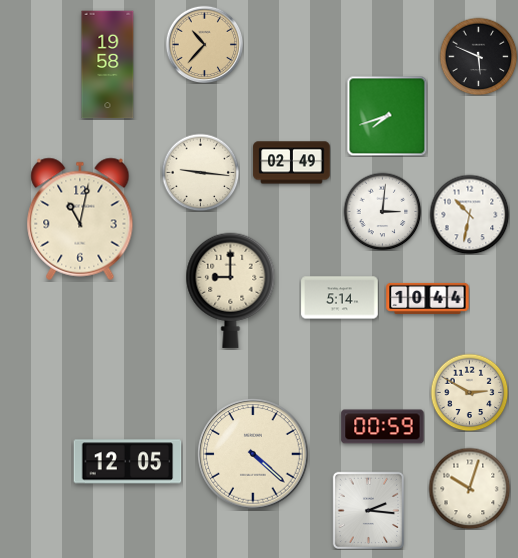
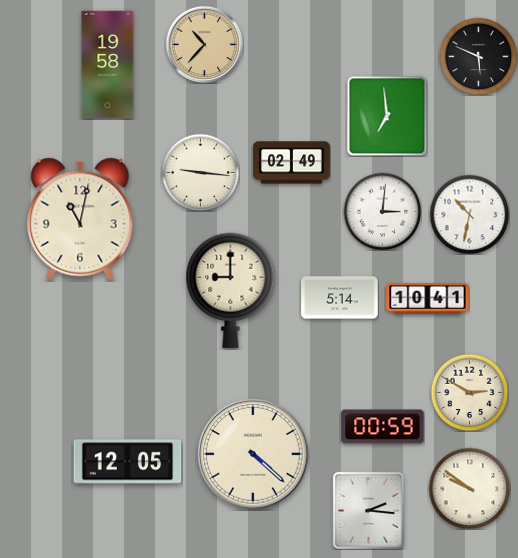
clock at (387, 116): 7:42 -> 6:59
clock at (428, 298): 10:44 -> 10:41
clock at (469, 488): 10:03 -> 9:51
